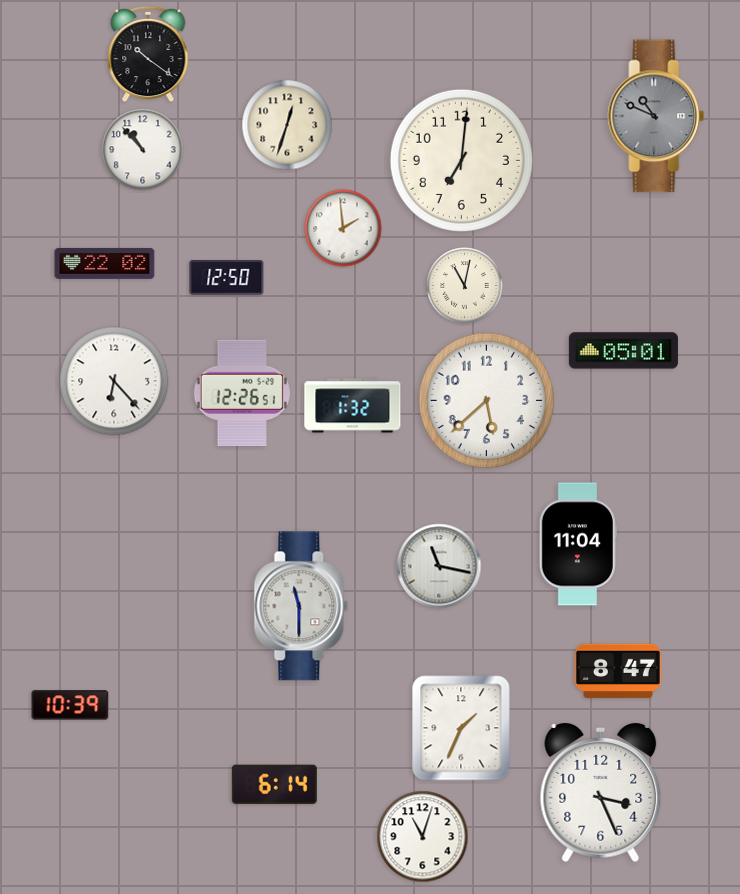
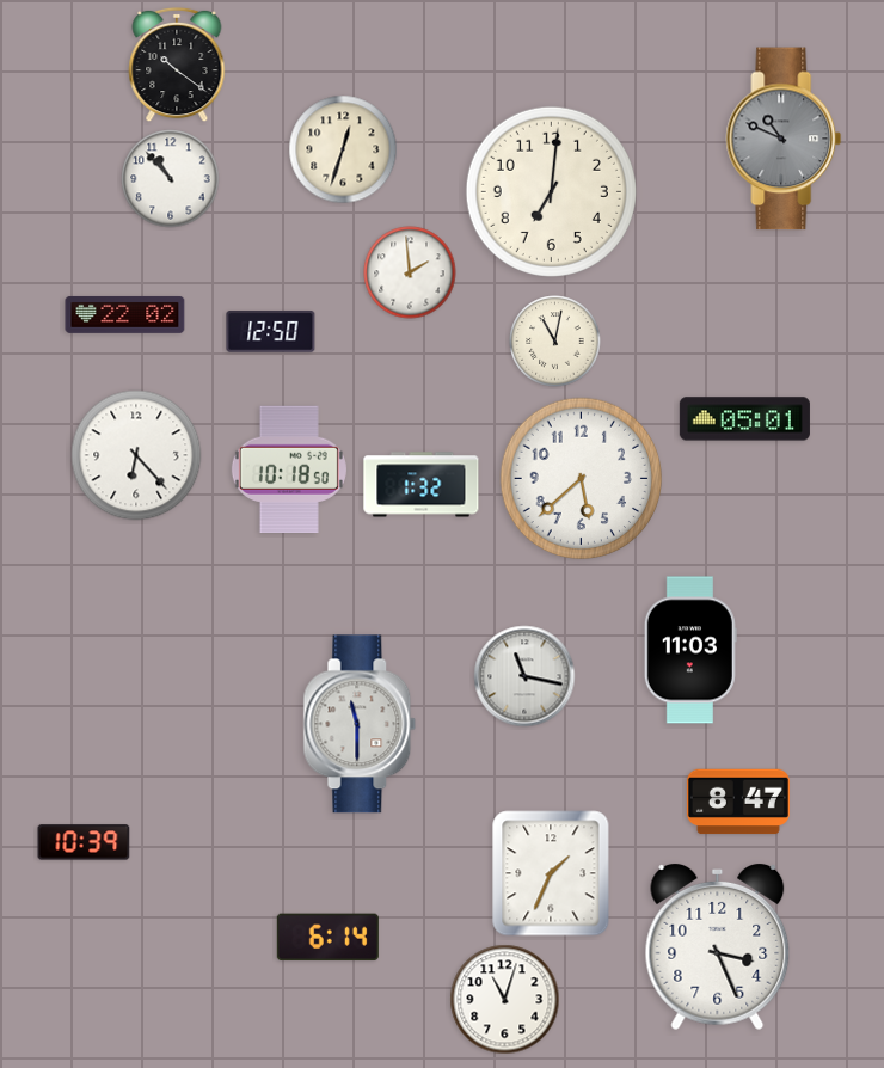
clock at (242, 393): 12:26 -> 10:18
clock at (578, 544): 11:04 -> 11:03
clock at (461, 728) position: (461, 728) -> (551, 873)
